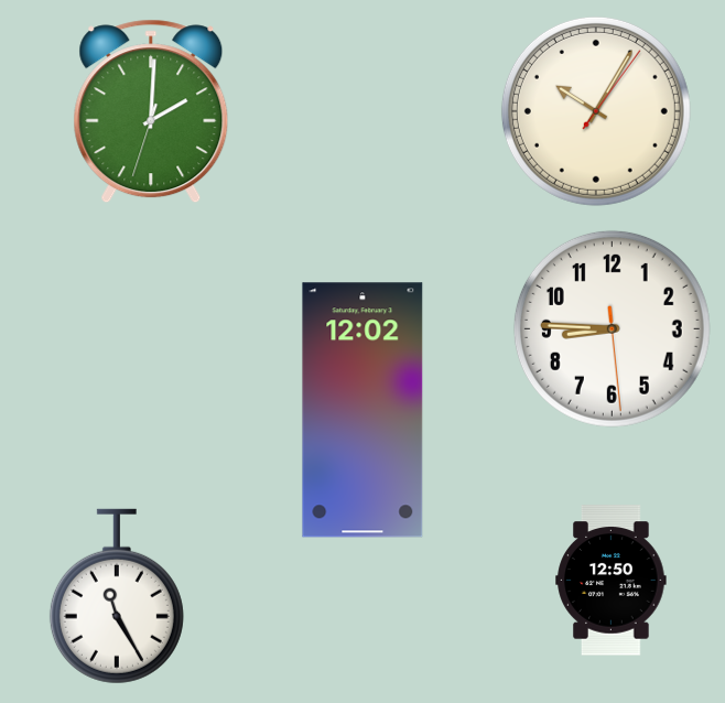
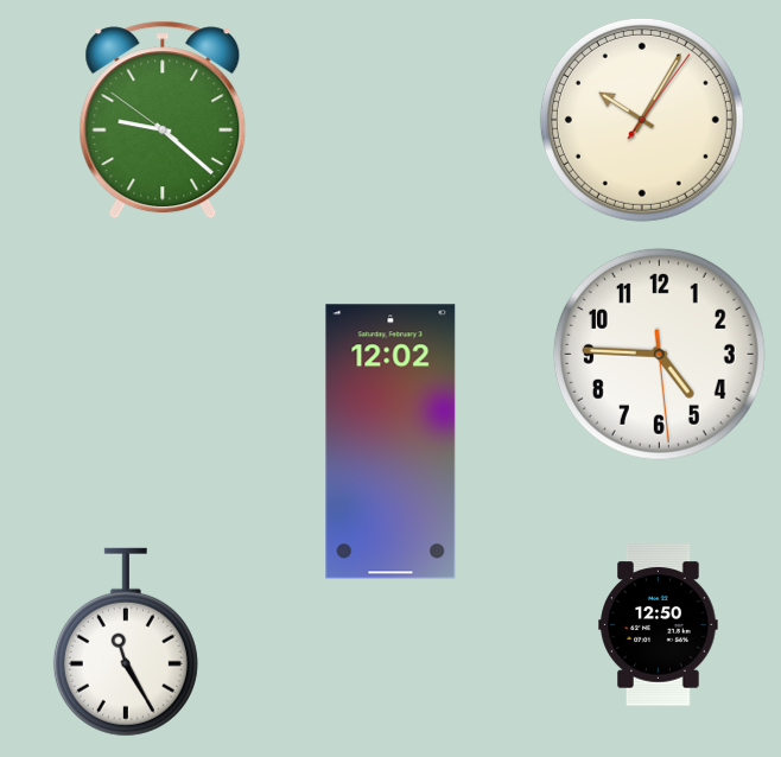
clock at (151, 111): 2:00 -> 9:21
clock at (612, 328): 8:45 -> 4:45
